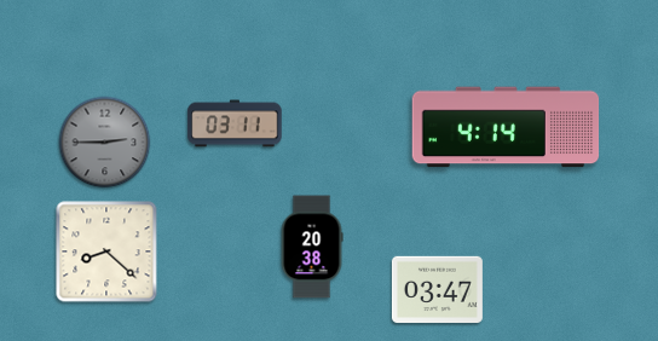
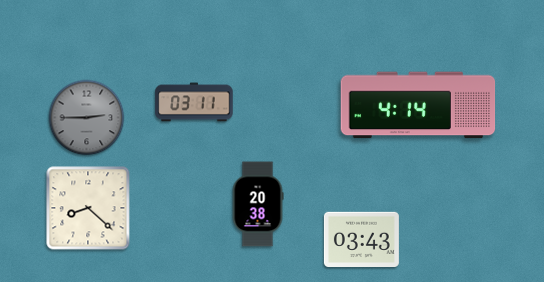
clock at (437, 289): 03:47 -> 03:43
